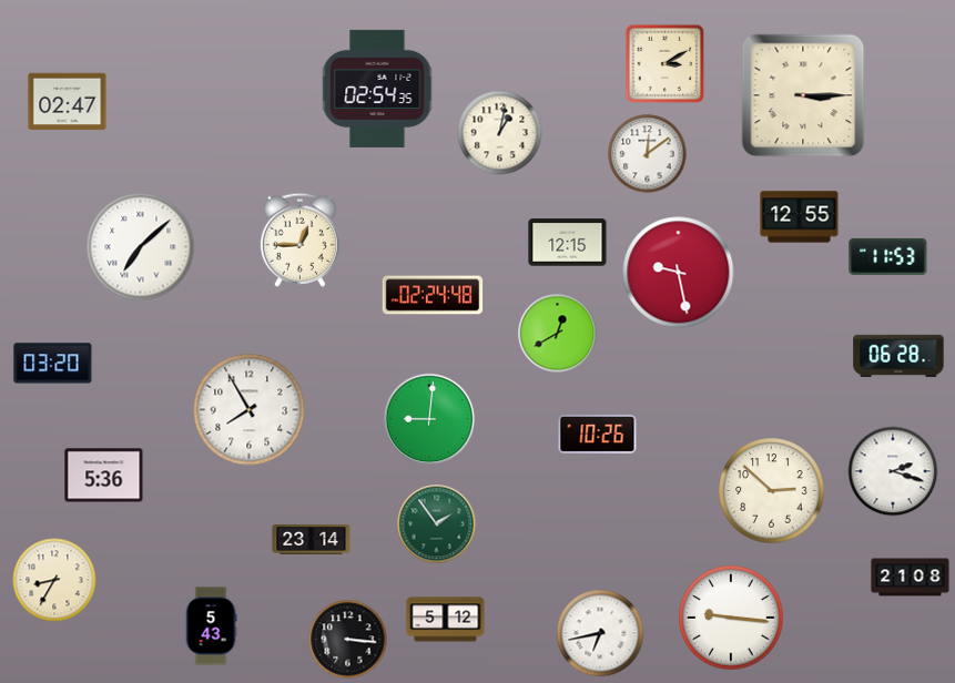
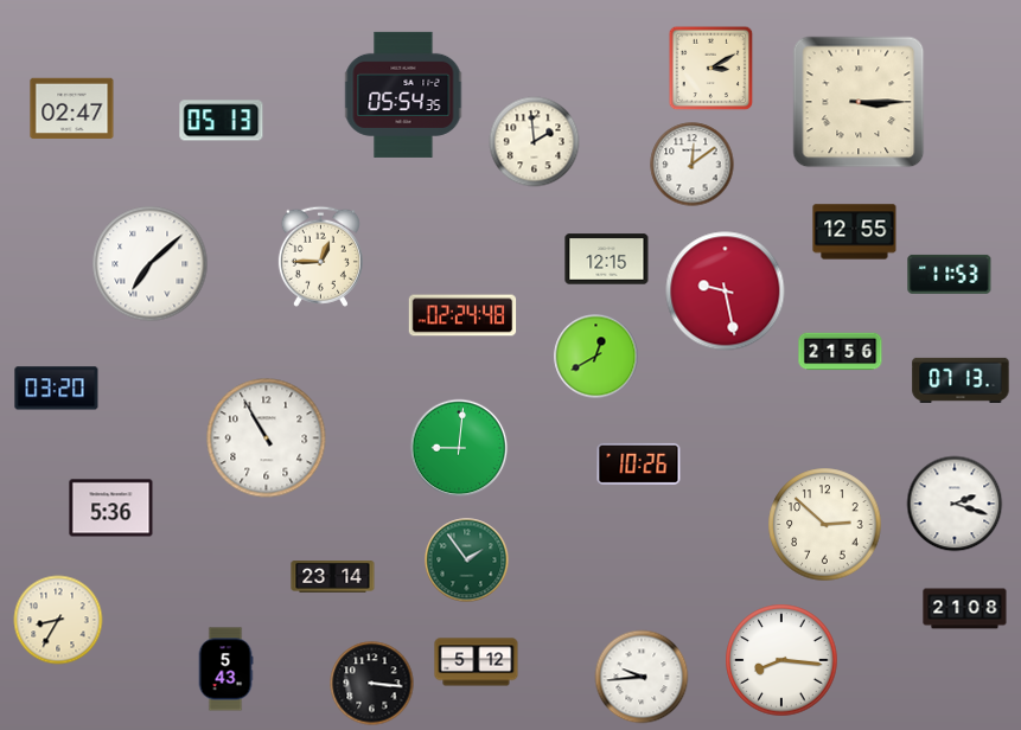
clock at (377, 89): 02:54 -> 05:54
clock at (222, 121): none -> 05:13
clock at (500, 133): 1:02 -> 1:59
clock at (841, 352): none -> 21:56
clock at (898, 356): 06:28 -> 07:13
clock at (250, 410): 7:55 -> 10:55
clock at (911, 578) position: (911, 578) -> (965, 609)
clock at (731, 618): 9:16 -> 8:16
clock at (600, 633): 6:43 -> 9:44
